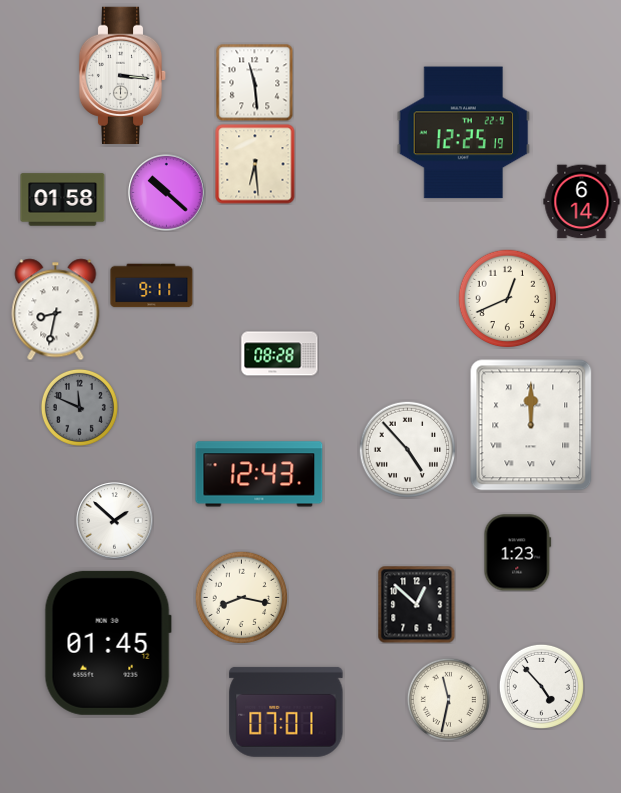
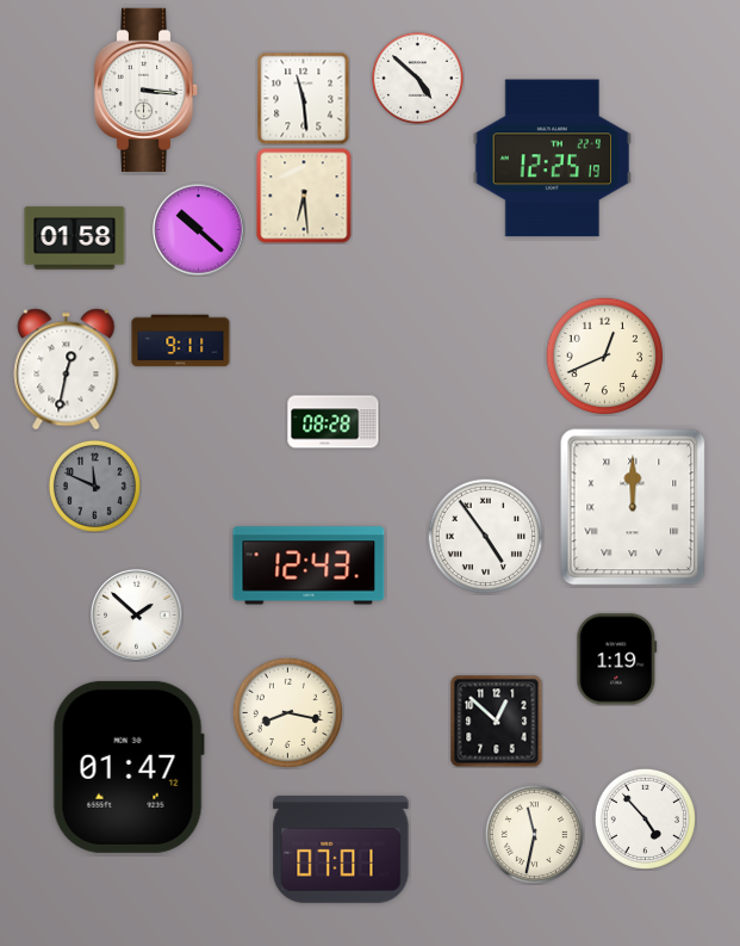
clock at (417, 78): none -> 4:52
clock at (582, 202): 6:14 -> none
clock at (56, 310): 8:32 -> 12:32
clock at (407, 449): 4:53 -> 4:54
clock at (115, 521) position: (115, 521) -> (137, 616)
clock at (518, 553): 1:23 -> 1:19
clock at (108, 643): 01:45 -> 01:47
